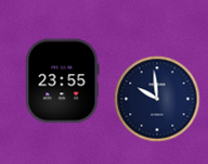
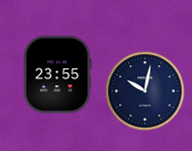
clock at (157, 99): 9:59 -> 10:02
